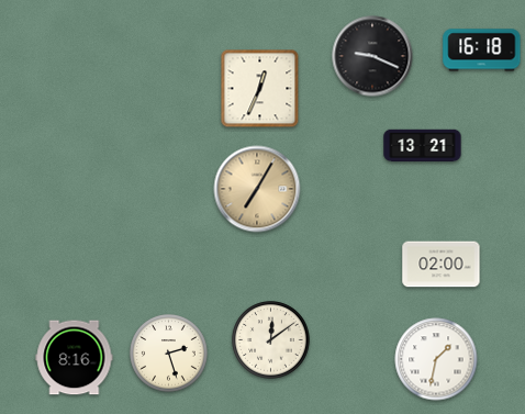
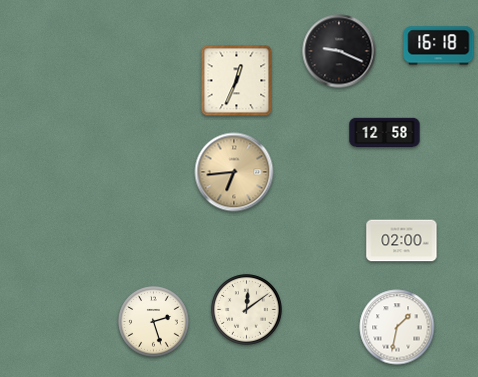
clock at (423, 146): 13:21 -> 12:58
clock at (257, 189): 7:05 -> 6:44
clock at (75, 358): 8:16 -> none
